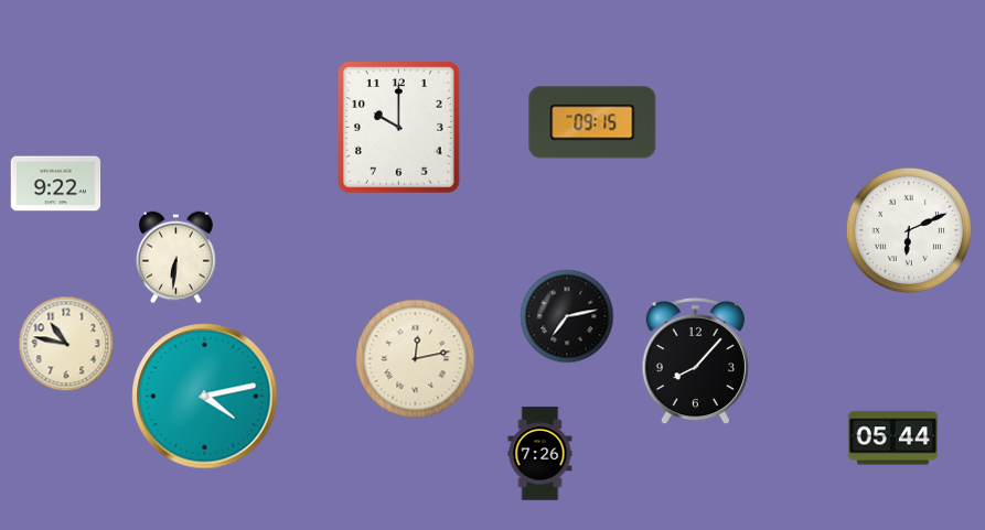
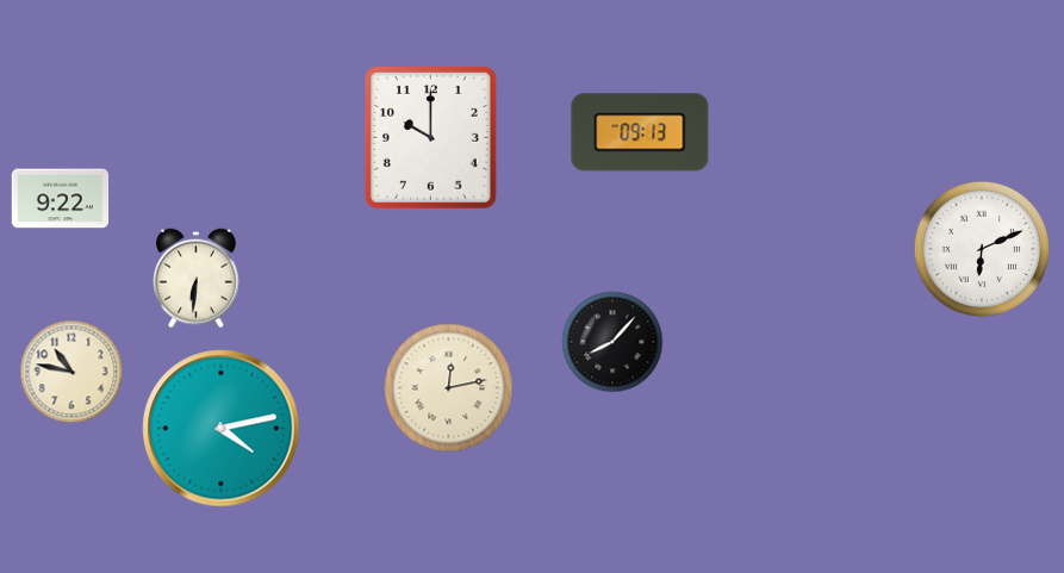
clock at (592, 122): 09:15 -> 09:13
clock at (176, 258) position: (176, 258) -> (197, 279)
clock at (567, 316): 7:13 -> 8:07
clock at (695, 361): 8:07 -> none
clock at (893, 439): 05:44 -> none
clock at (540, 454): 7:26 -> none
